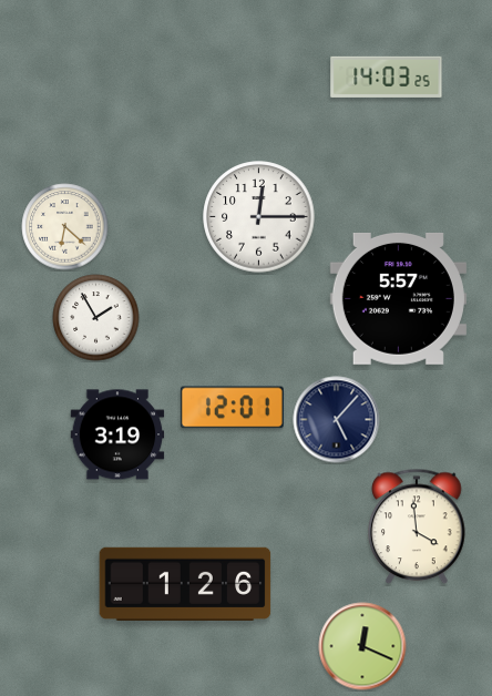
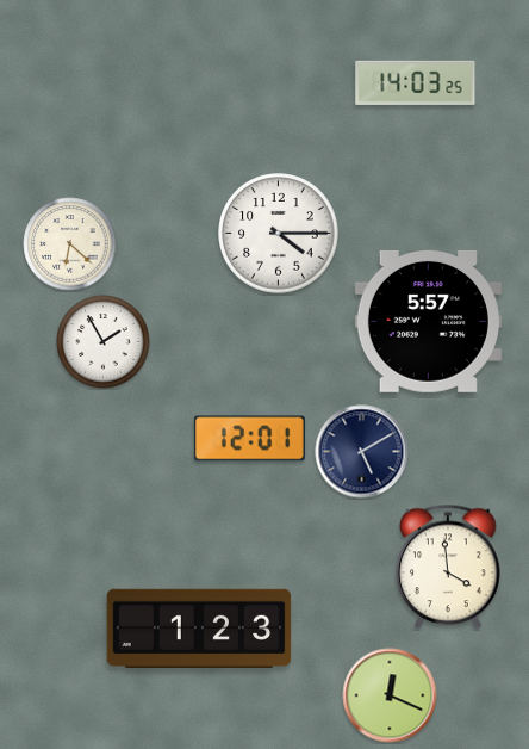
clock at (259, 217): 12:15 -> 4:15
clock at (337, 420): 5:07 -> 5:10
clock at (117, 434): 3:19 -> none
clock at (185, 583): 1:26 -> 1:23
